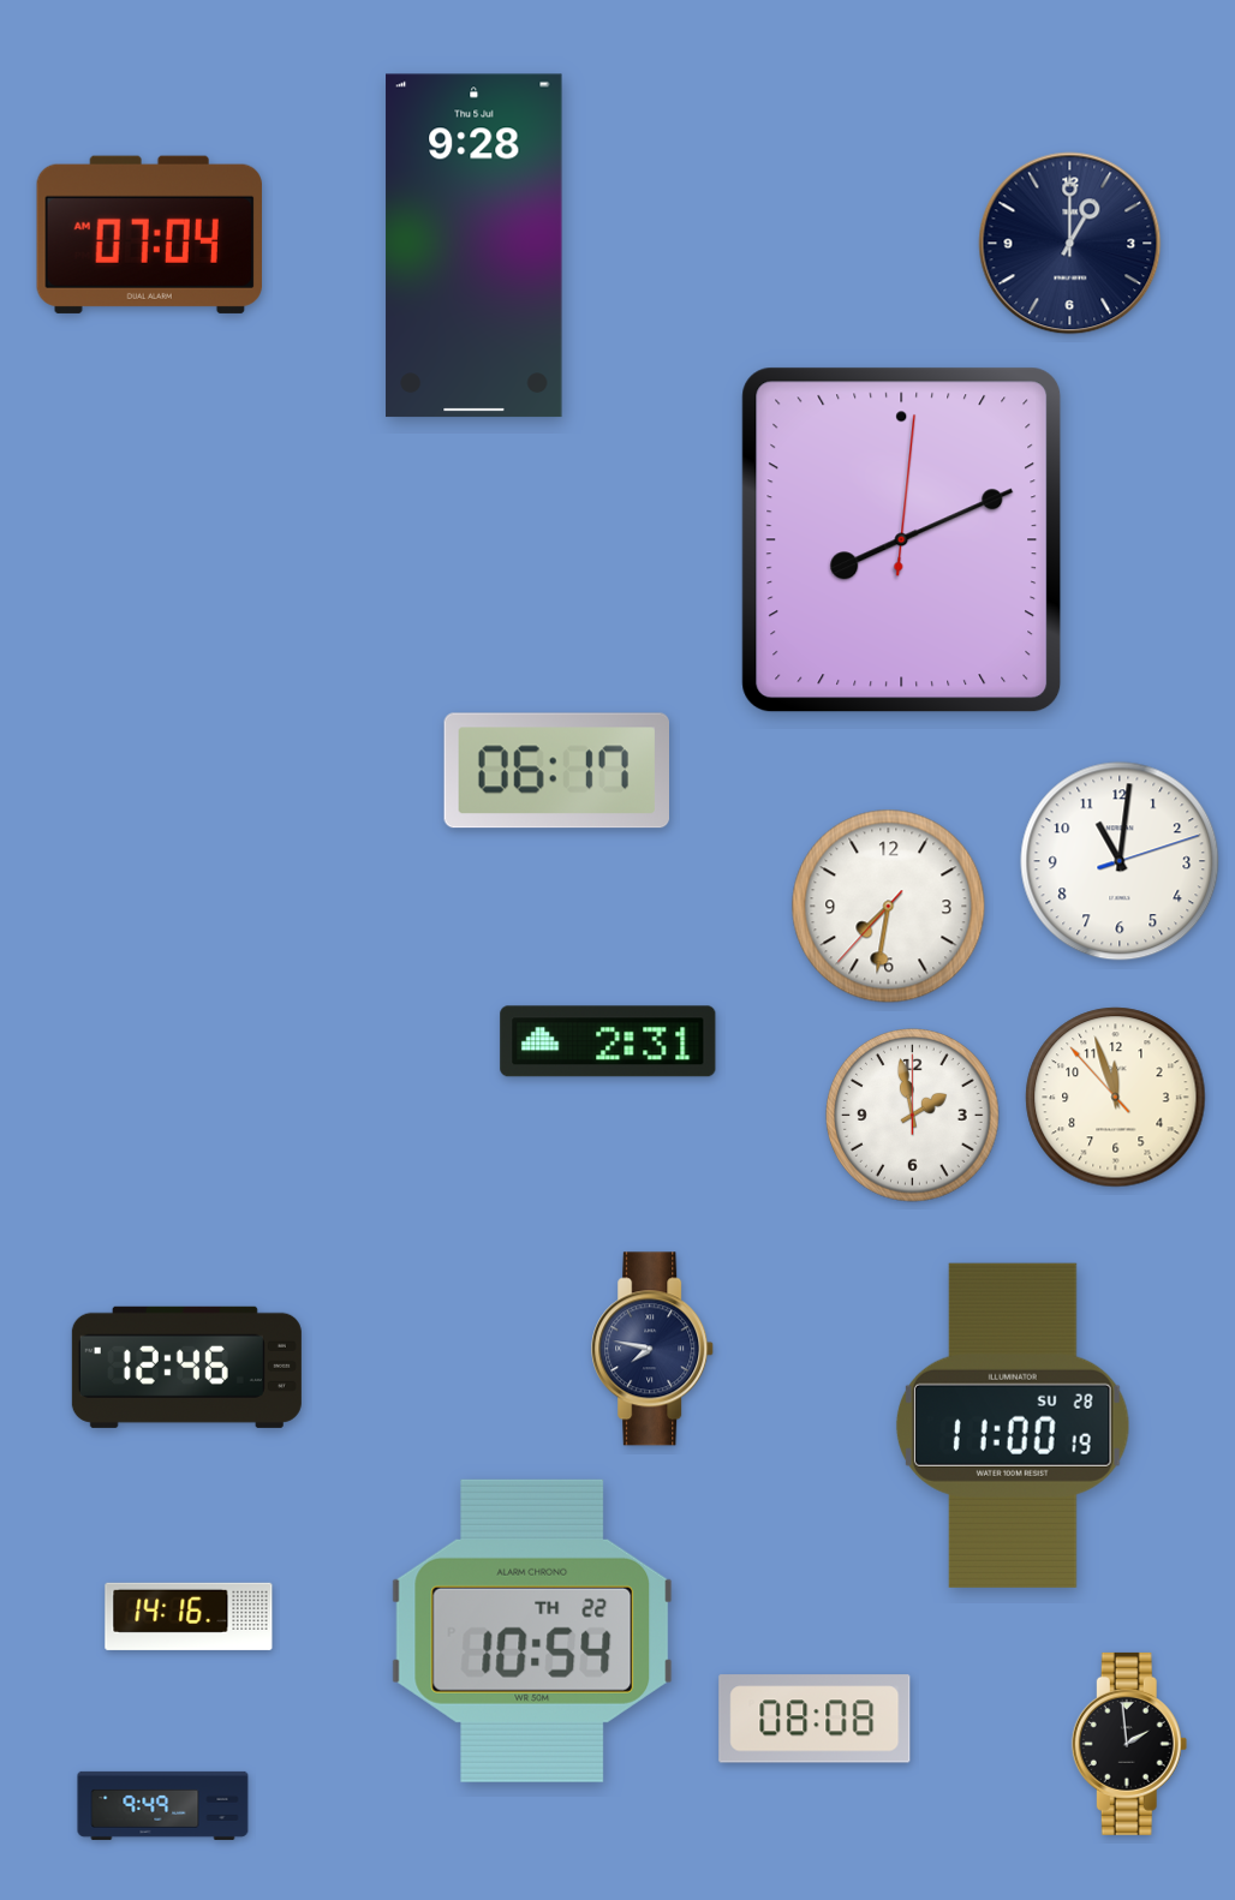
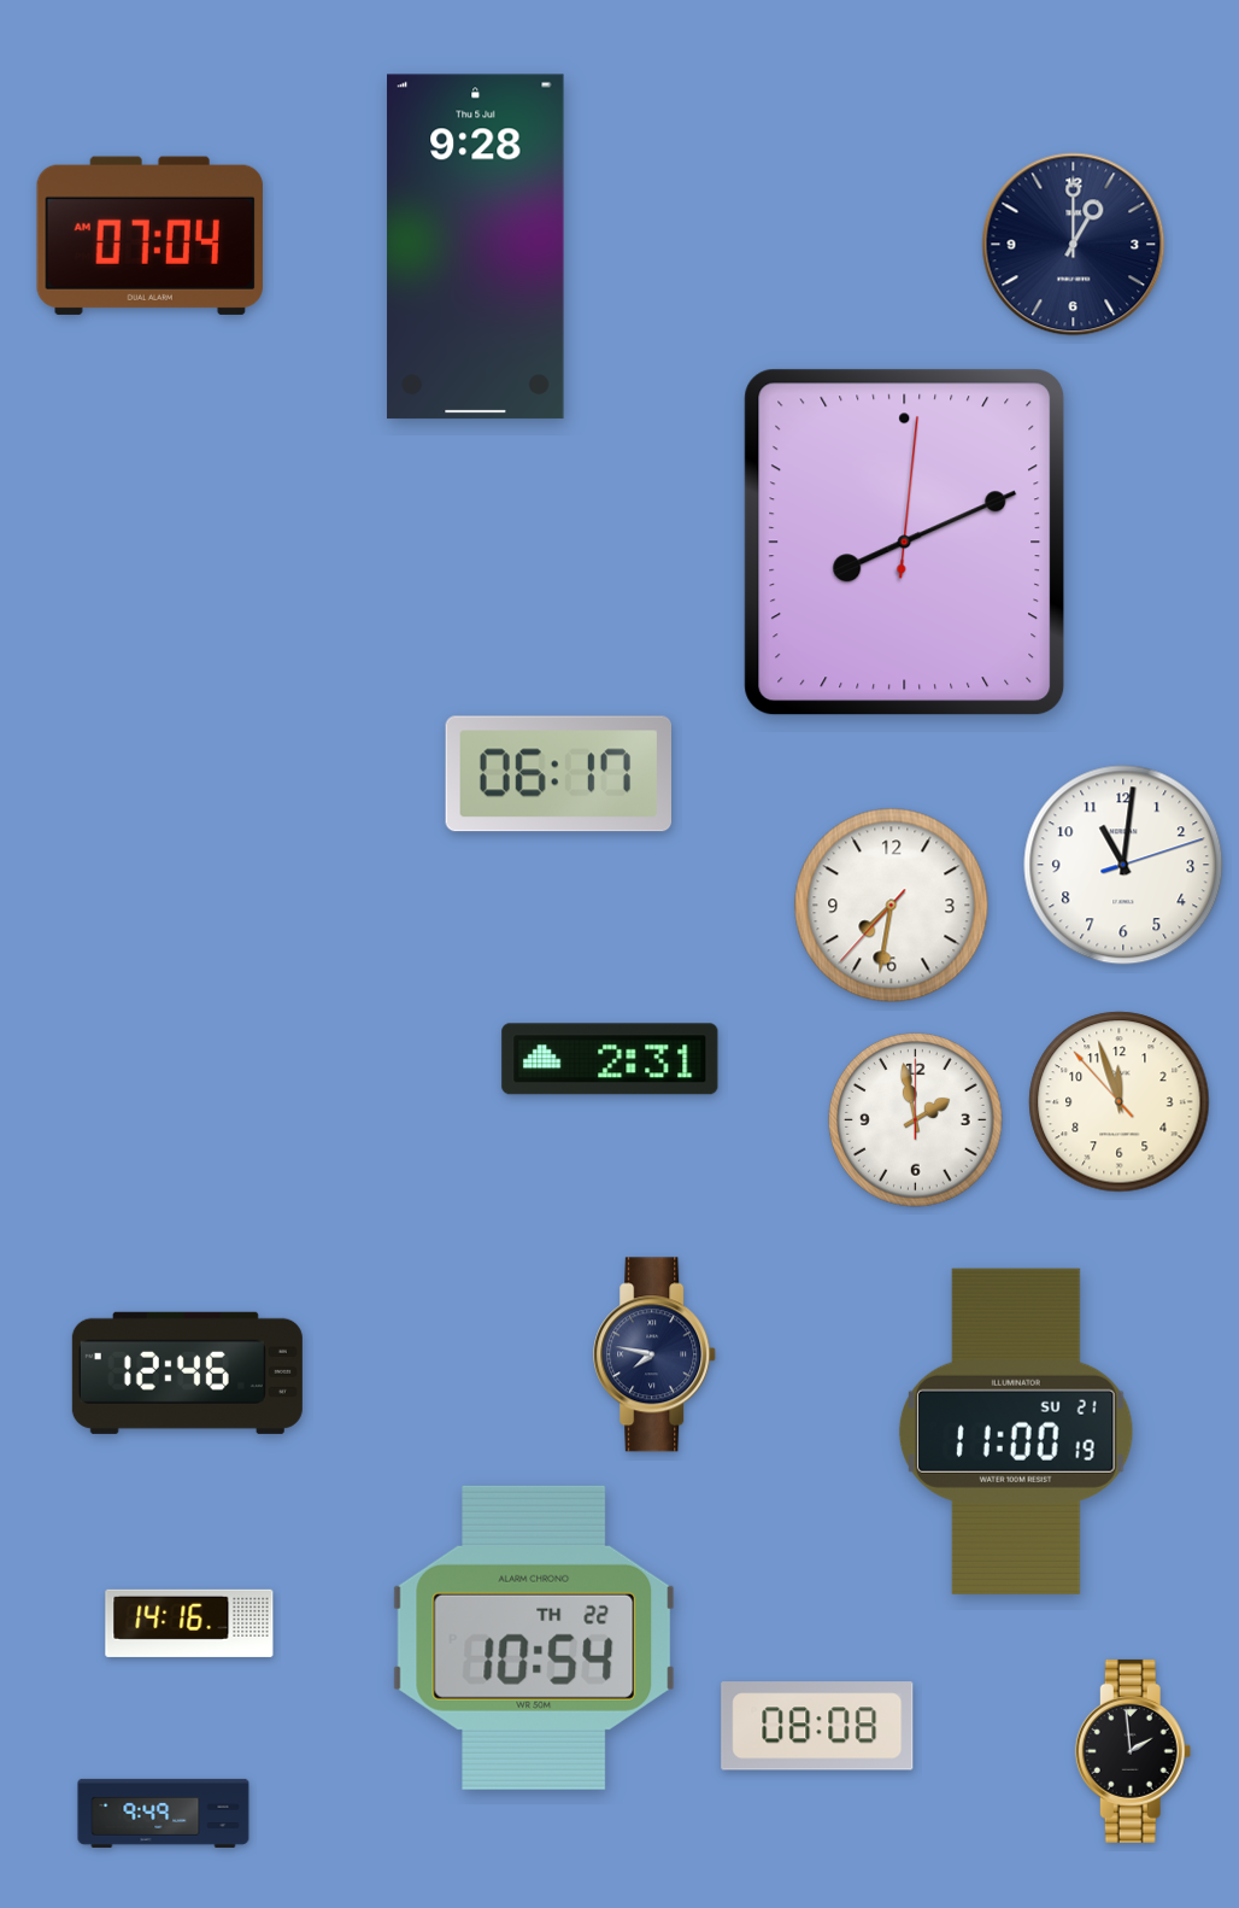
clock at (889, 907) position: (889, 907) -> (892, 906)
clock at (608, 1041) position: (608, 1041) -> (610, 1059)
clock at (1013, 1426) date: SU 28 -> SU 21
